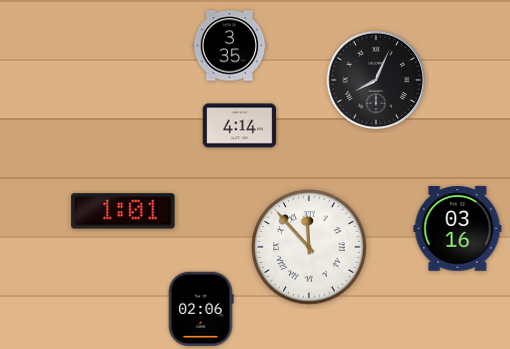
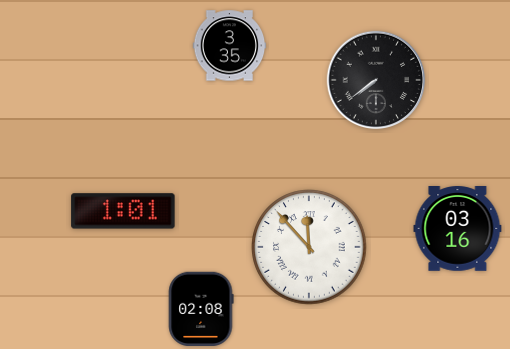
clock at (376, 80): 8:04 -> 7:39
clock at (240, 126): 4:14 -> none
clock at (201, 308): 02:06 -> 02:08
